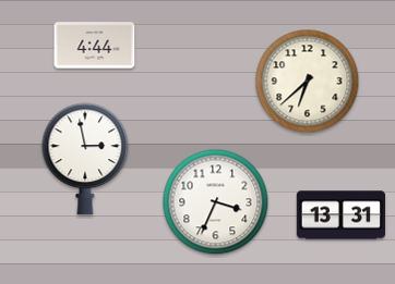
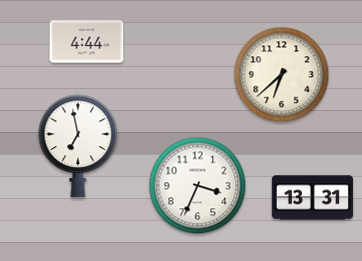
clock at (85, 159): 2:58 -> 6:58
